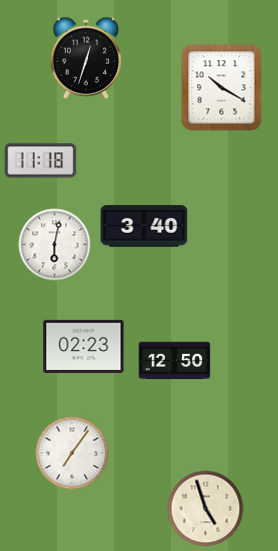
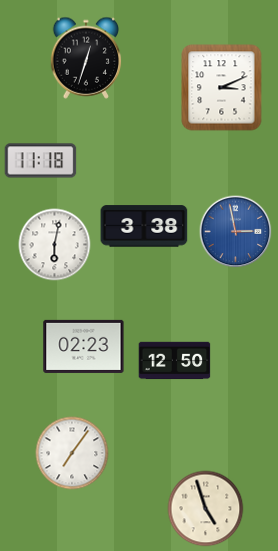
clock at (222, 88): 10:20 -> 3:11
clock at (144, 226): 3:40 -> 3:38
clock at (236, 232): none -> 2:58
